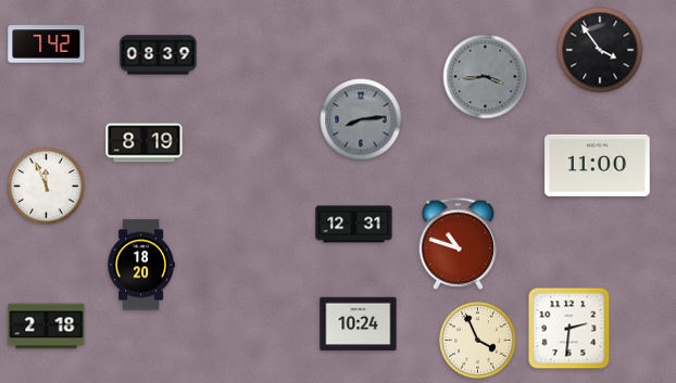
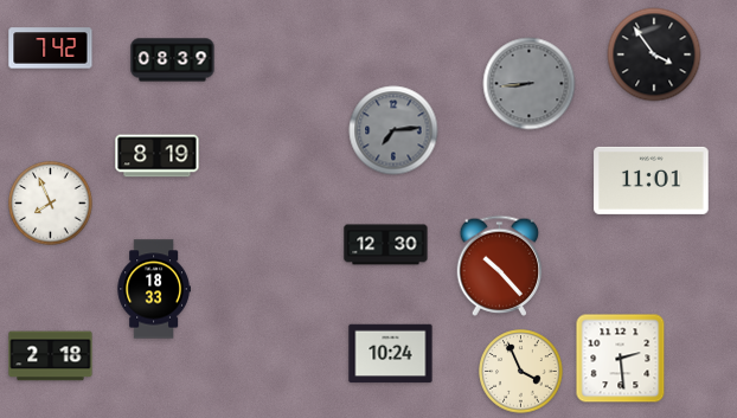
clock at (486, 77): 3:44 -> 8:44
clock at (361, 119): 8:14 -> 7:14
clock at (598, 165): 11:00 -> 11:01
clock at (47, 187): 11:56 -> 7:56
clock at (354, 225): 12:31 -> 12:30
clock at (459, 243): 10:48 -> 10:23
clock at (141, 265): 18:20 -> 18:33
clock at (569, 329): 2:31 -> 2:29
